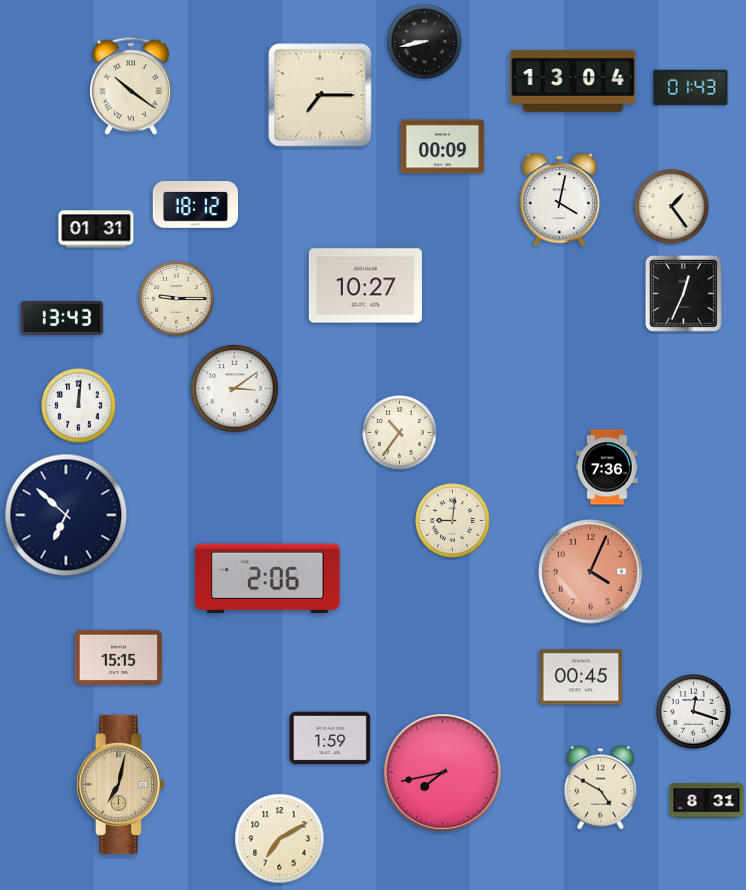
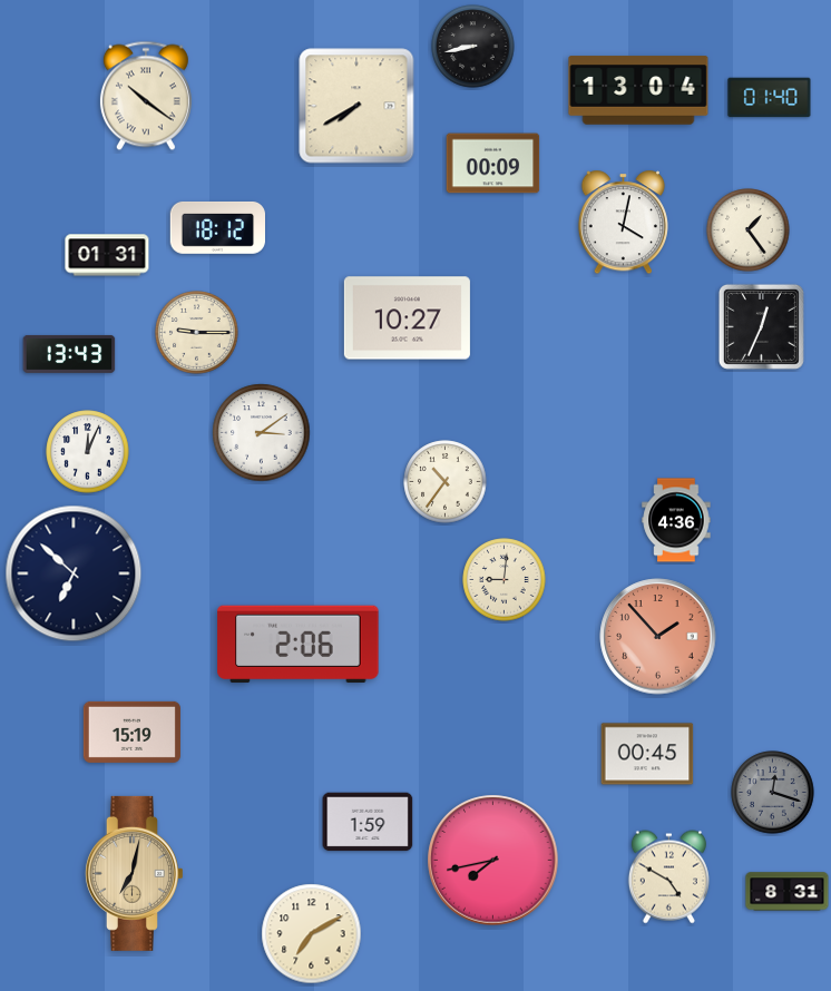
clock at (691, 88): 01:43 -> 01:40
clock at (320, 95): 7:15 -> 7:40
clock at (79, 406): 12:01 -> 12:04
clock at (607, 467): 7:36 -> 4:36
clock at (591, 572): 4:04 -> 1:53
clock at (118, 657): 15:15 -> 15:19
clock at (694, 712) dial: white -> grey
